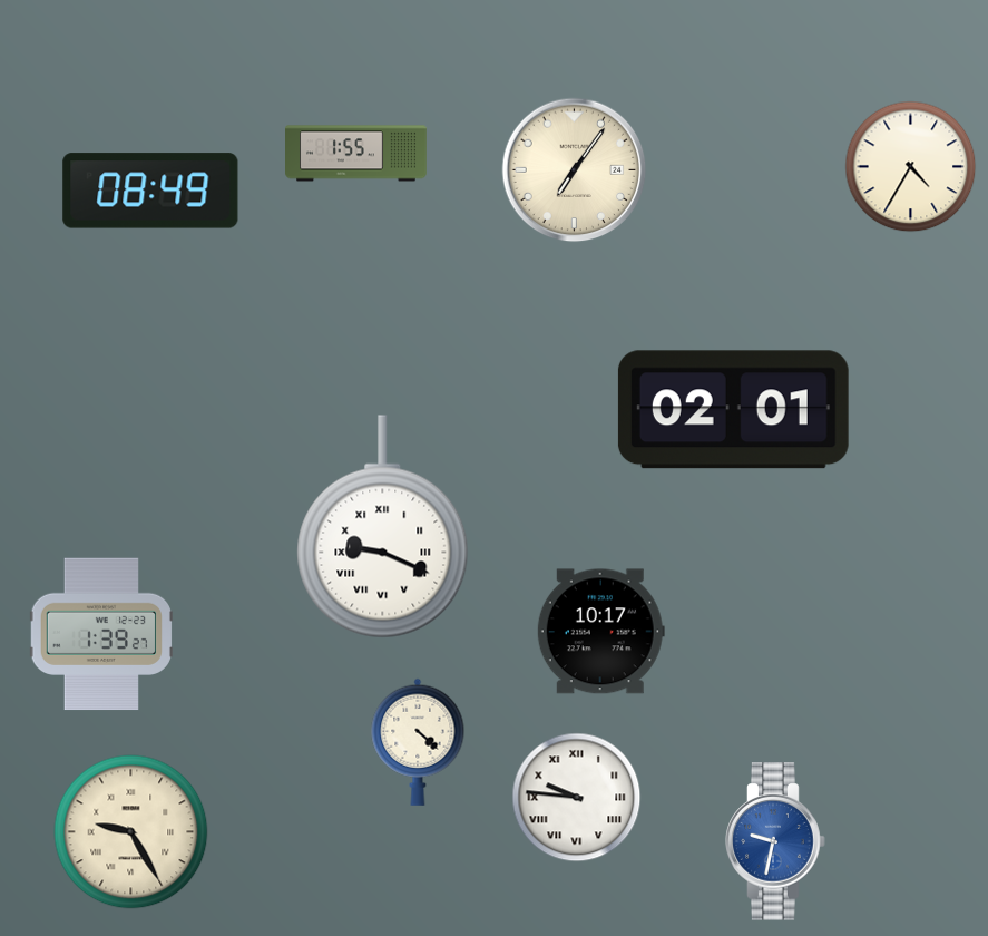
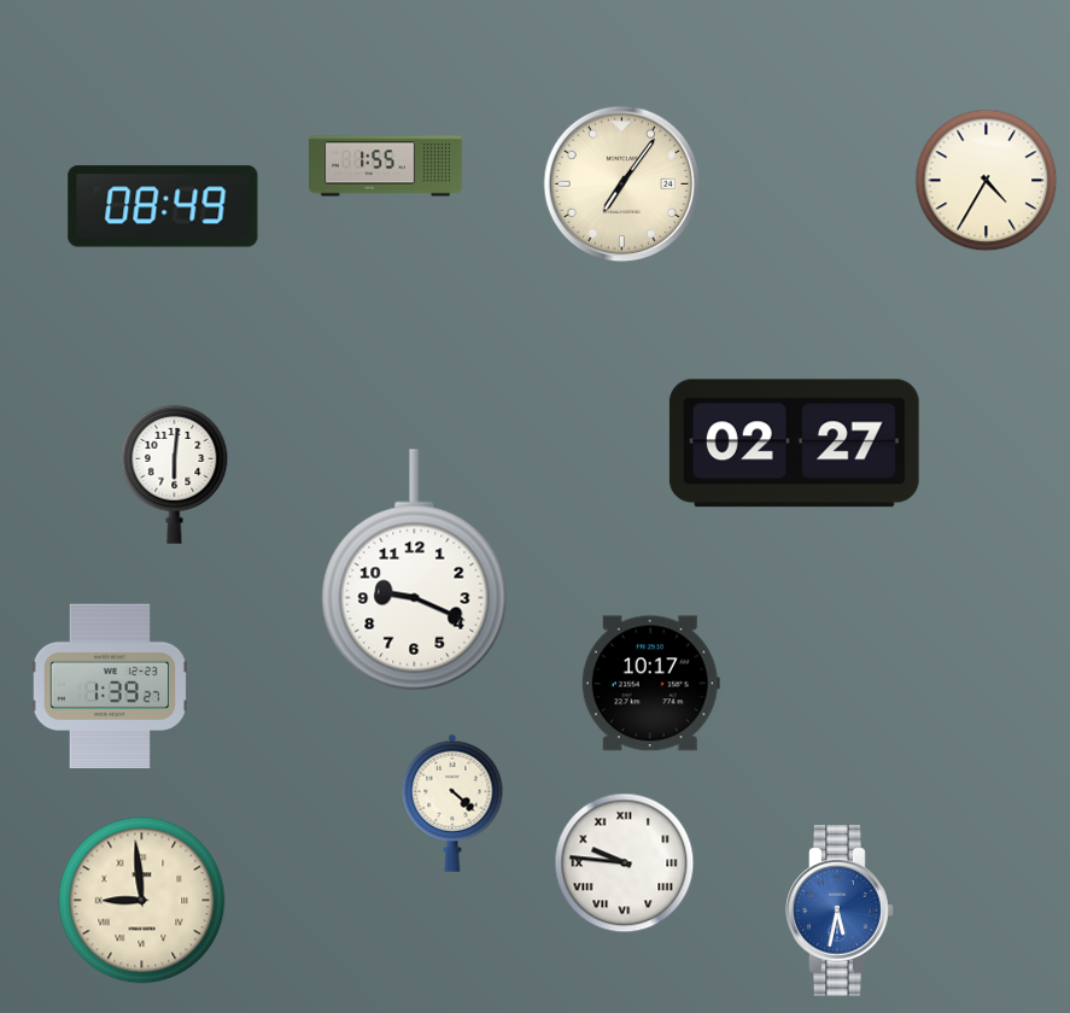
clock at (733, 410): 02:01 -> 02:27
clock at (175, 474): none -> 6:01
clock at (383, 527) numerals: Roman -> Arabic
clock at (131, 832): 9:25 -> 8:59
clock at (775, 841): 9:32 -> 5:32
